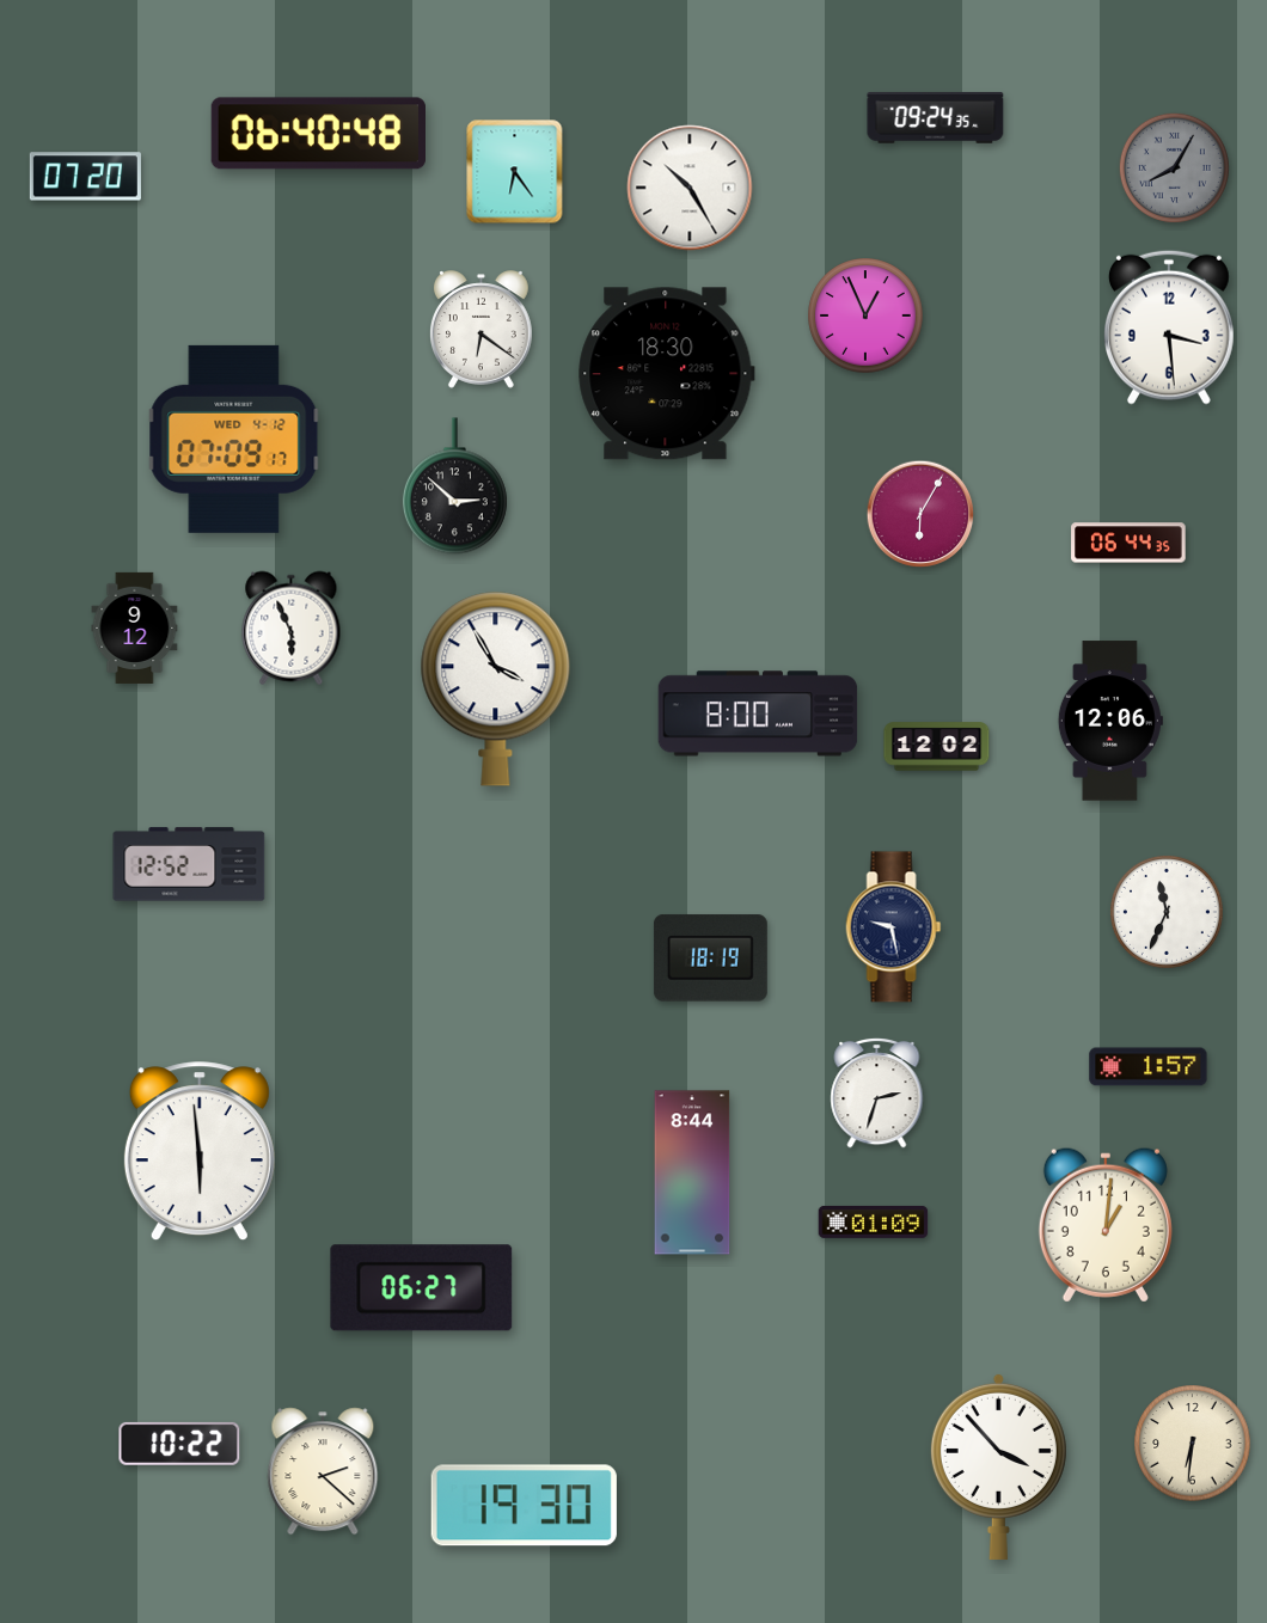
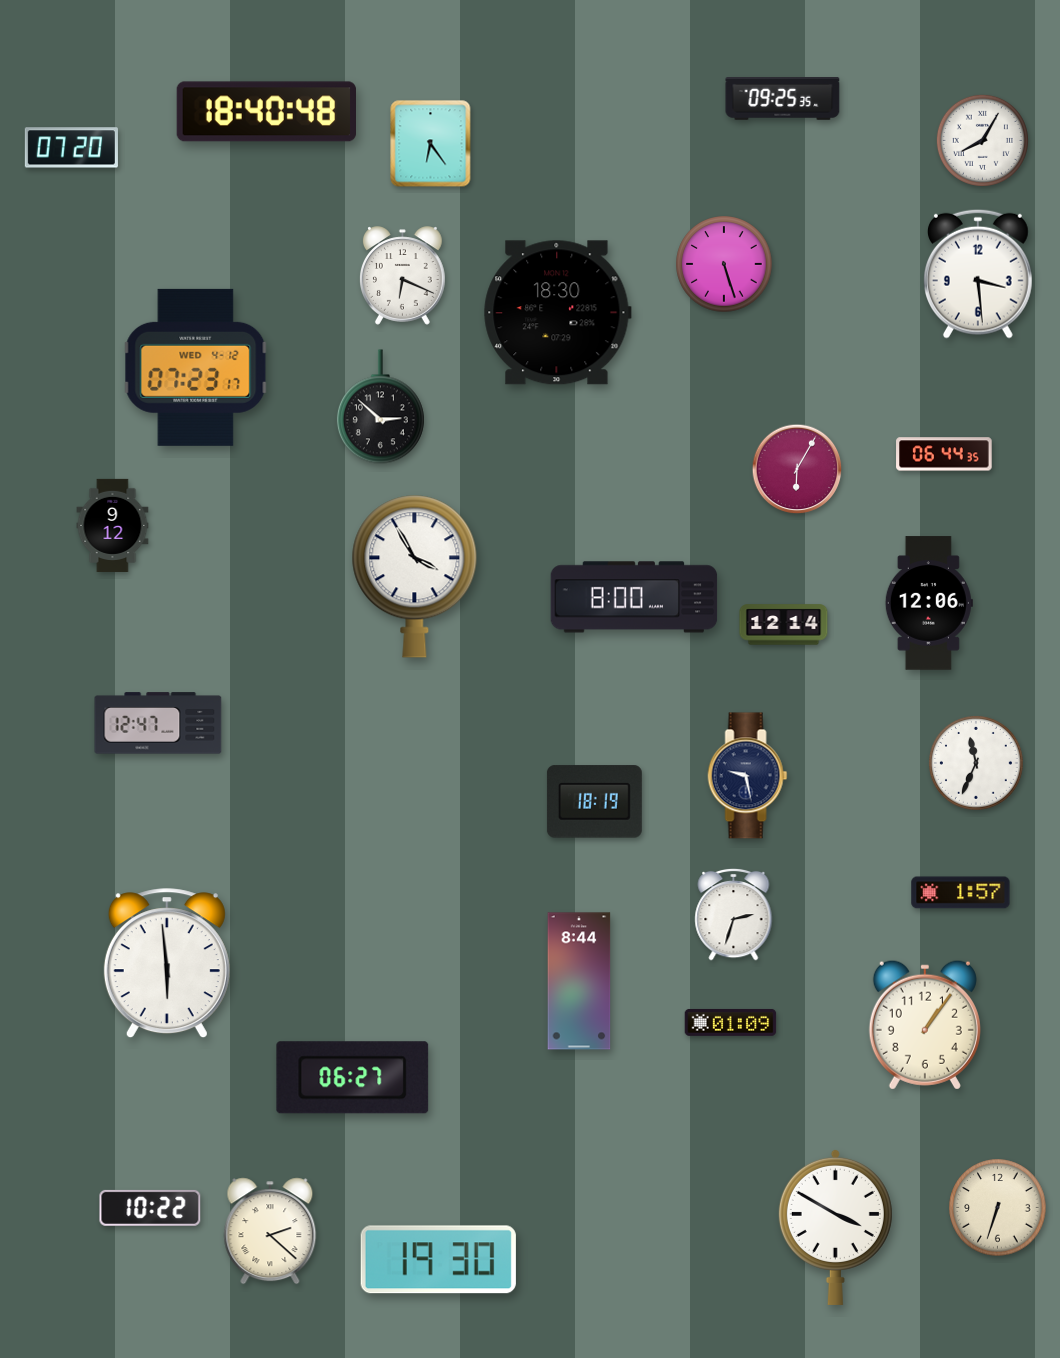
clock at (936, 118): 09:24 -> 09:25
clock at (318, 134): 06:40 -> 18:40
clock at (1174, 167) dial: grey -> white
clock at (690, 188): 10:25 -> none
clock at (865, 316): 12:56 -> 5:27
clock at (481, 330): 6:21 -> 6:19
clock at (234, 439): 07:09 -> 07:23
clock at (920, 514) position: (920, 514) -> (797, 469)
clock at (292, 629): 5:56 -> none
clock at (937, 747): 12:02 -> 12:14
clock at (189, 864): 12:52 -> 12:47
clock at (1106, 1225): 1:01 -> 1:06
clock at (1193, 1444): 6:31 -> 6:33
clock at (998, 1466): 3:53 -> 3:50
